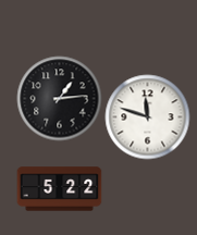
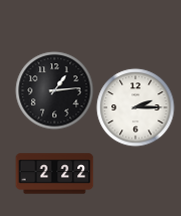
clock at (147, 116): 11:48 -> 2:15
clock at (59, 189): 5:22 -> 2:22
